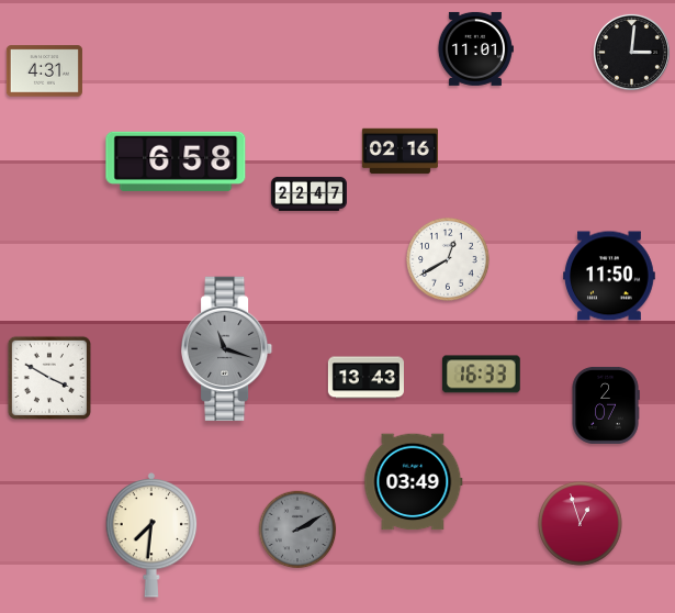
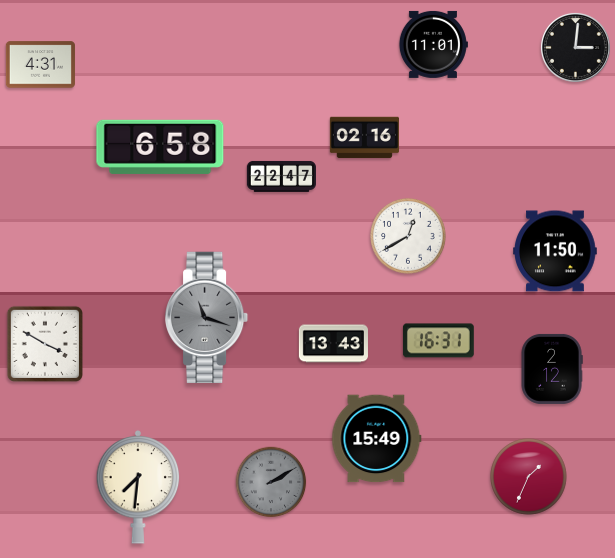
clock at (481, 375): 16:33 -> 16:31
clock at (606, 405): 2:07 -> 2:12
clock at (414, 482): 03:49 -> 15:49
clock at (581, 524): 12:57 -> 1:34
